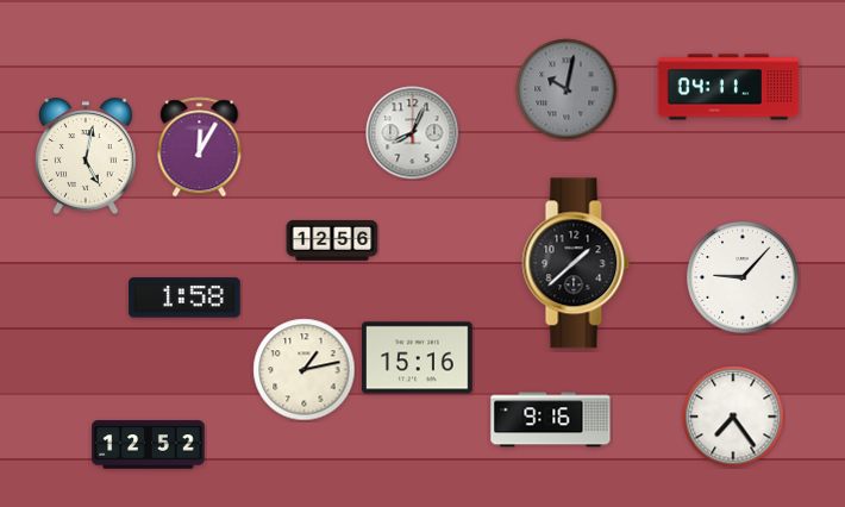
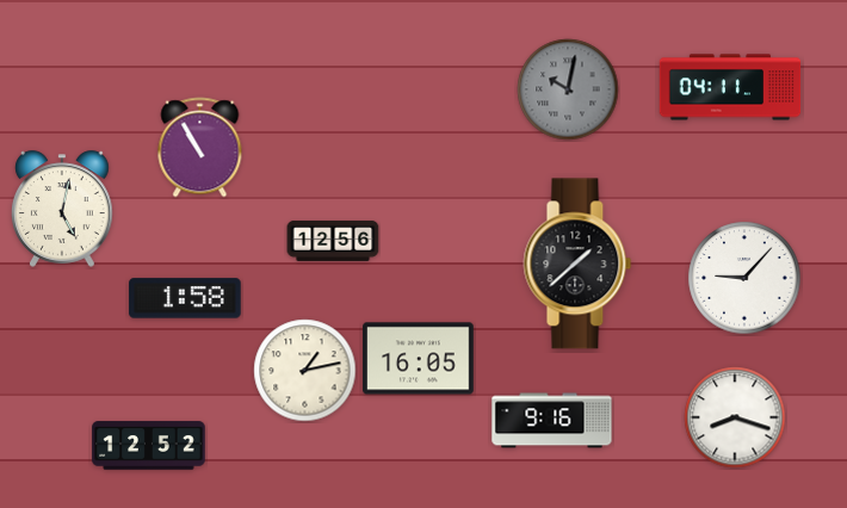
clock at (413, 133): 8:04 -> none
clock at (200, 148): 12:05 -> 10:55
clock at (87, 156) position: (87, 156) -> (63, 209)
clock at (418, 358): 15:16 -> 16:05
clock at (733, 417): 7:24 -> 8:18
